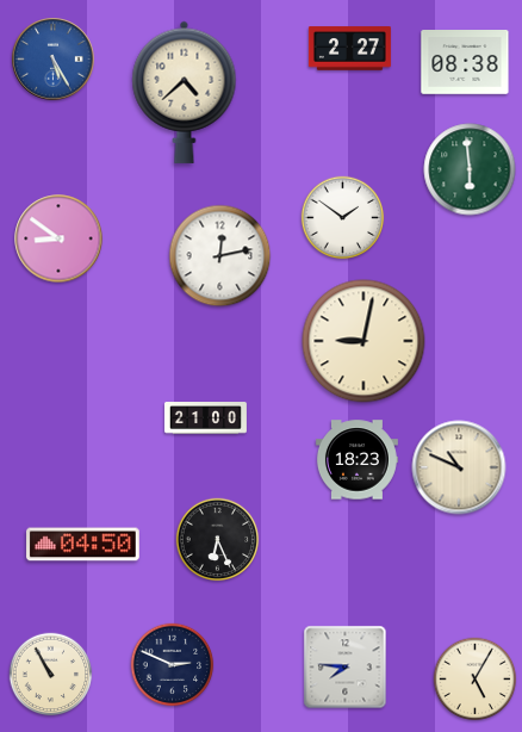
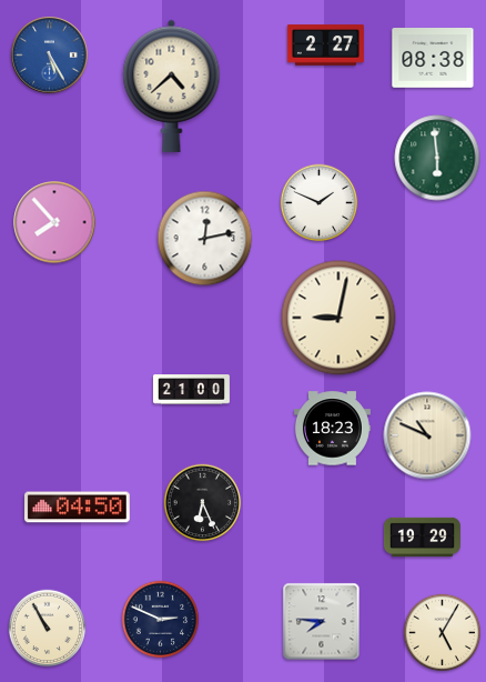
clock at (343, 218): 1:51 -> 1:49
clock at (58, 238): 8:51 -> 7:53
clock at (422, 538): none -> 19:29
